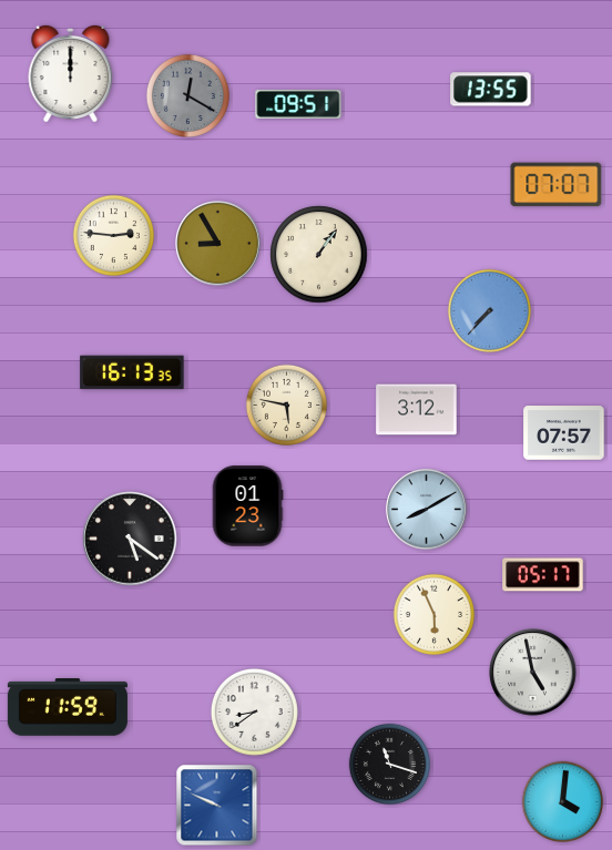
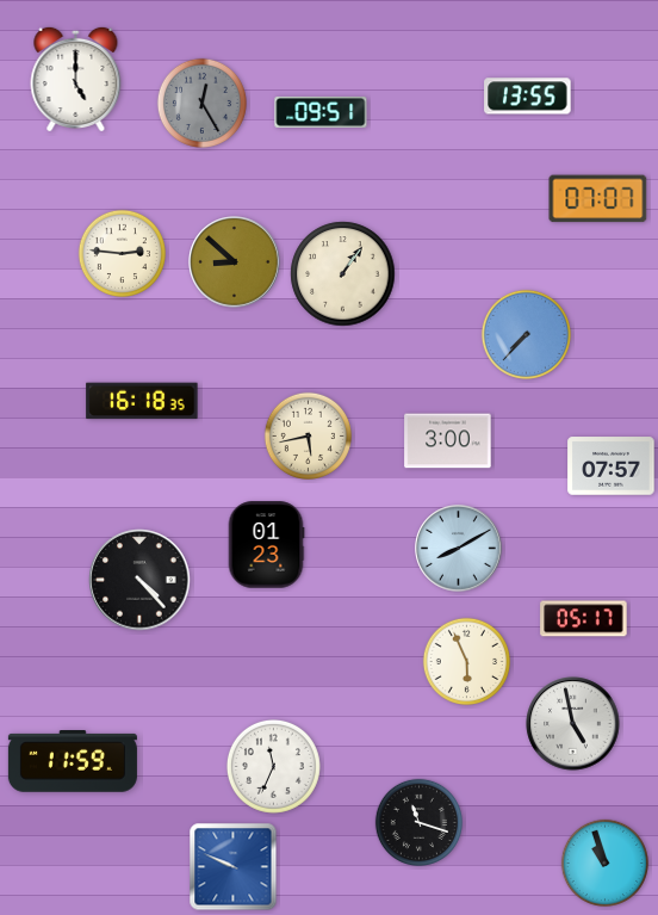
clock at (71, 73): 12:00 -> 5:00
clock at (187, 95): 12:20 -> 12:25
clock at (218, 244): 8:55 -> 8:52
clock at (132, 372): 16:13 -> 16:18
clock at (286, 404): 5:47 -> 5:43
clock at (417, 410): 3:12 -> 3:00
clock at (564, 433) position: (564, 433) -> (612, 466)
clock at (130, 539): 5:21 -> 4:23
clock at (254, 711): 8:39 -> 11:34
clock at (562, 801): 4:01 -> 10:57
